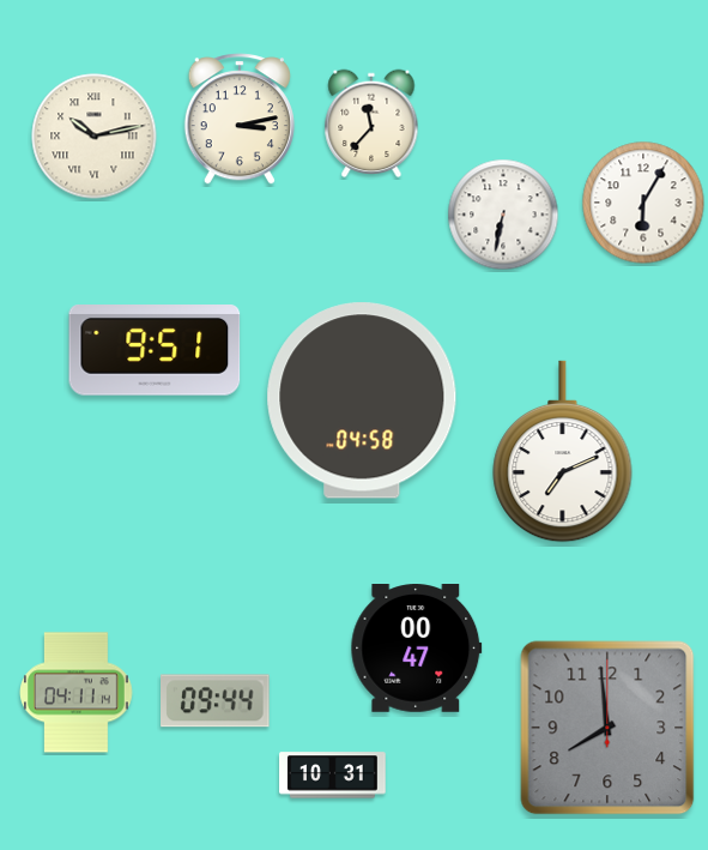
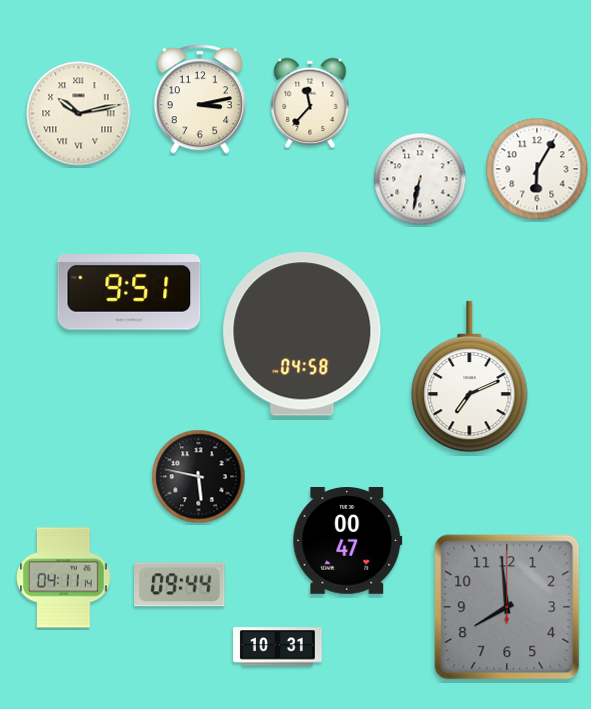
clock at (199, 477): none -> 5:47
